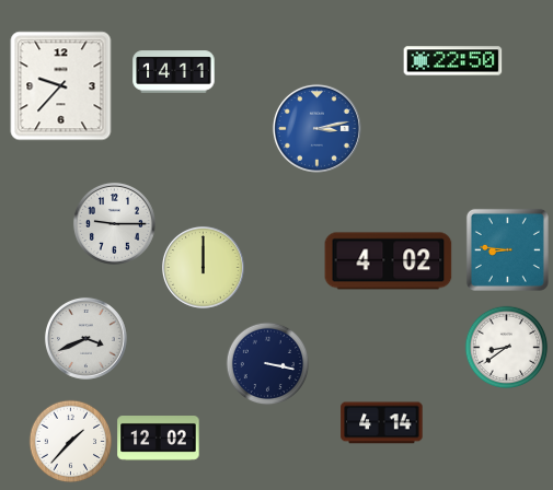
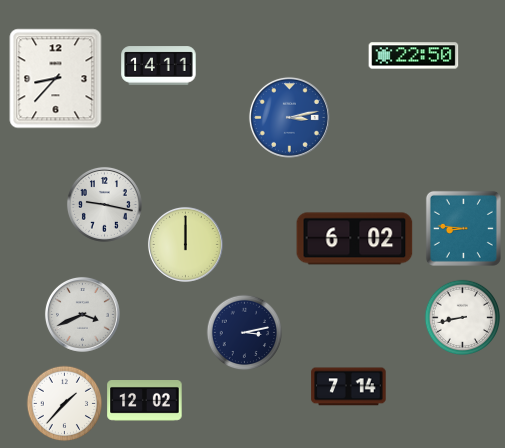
clock at (61, 86): 9:37 -> 8:37
clock at (114, 223): 9:15 -> 9:17
clock at (389, 261): 4:02 -> 6:02
clock at (85, 338) position: (85, 338) -> (82, 314)
clock at (507, 348): 8:39 -> 8:43
clock at (268, 364): 3:17 -> 3:13
clock at (382, 423): 4:14 -> 7:14
